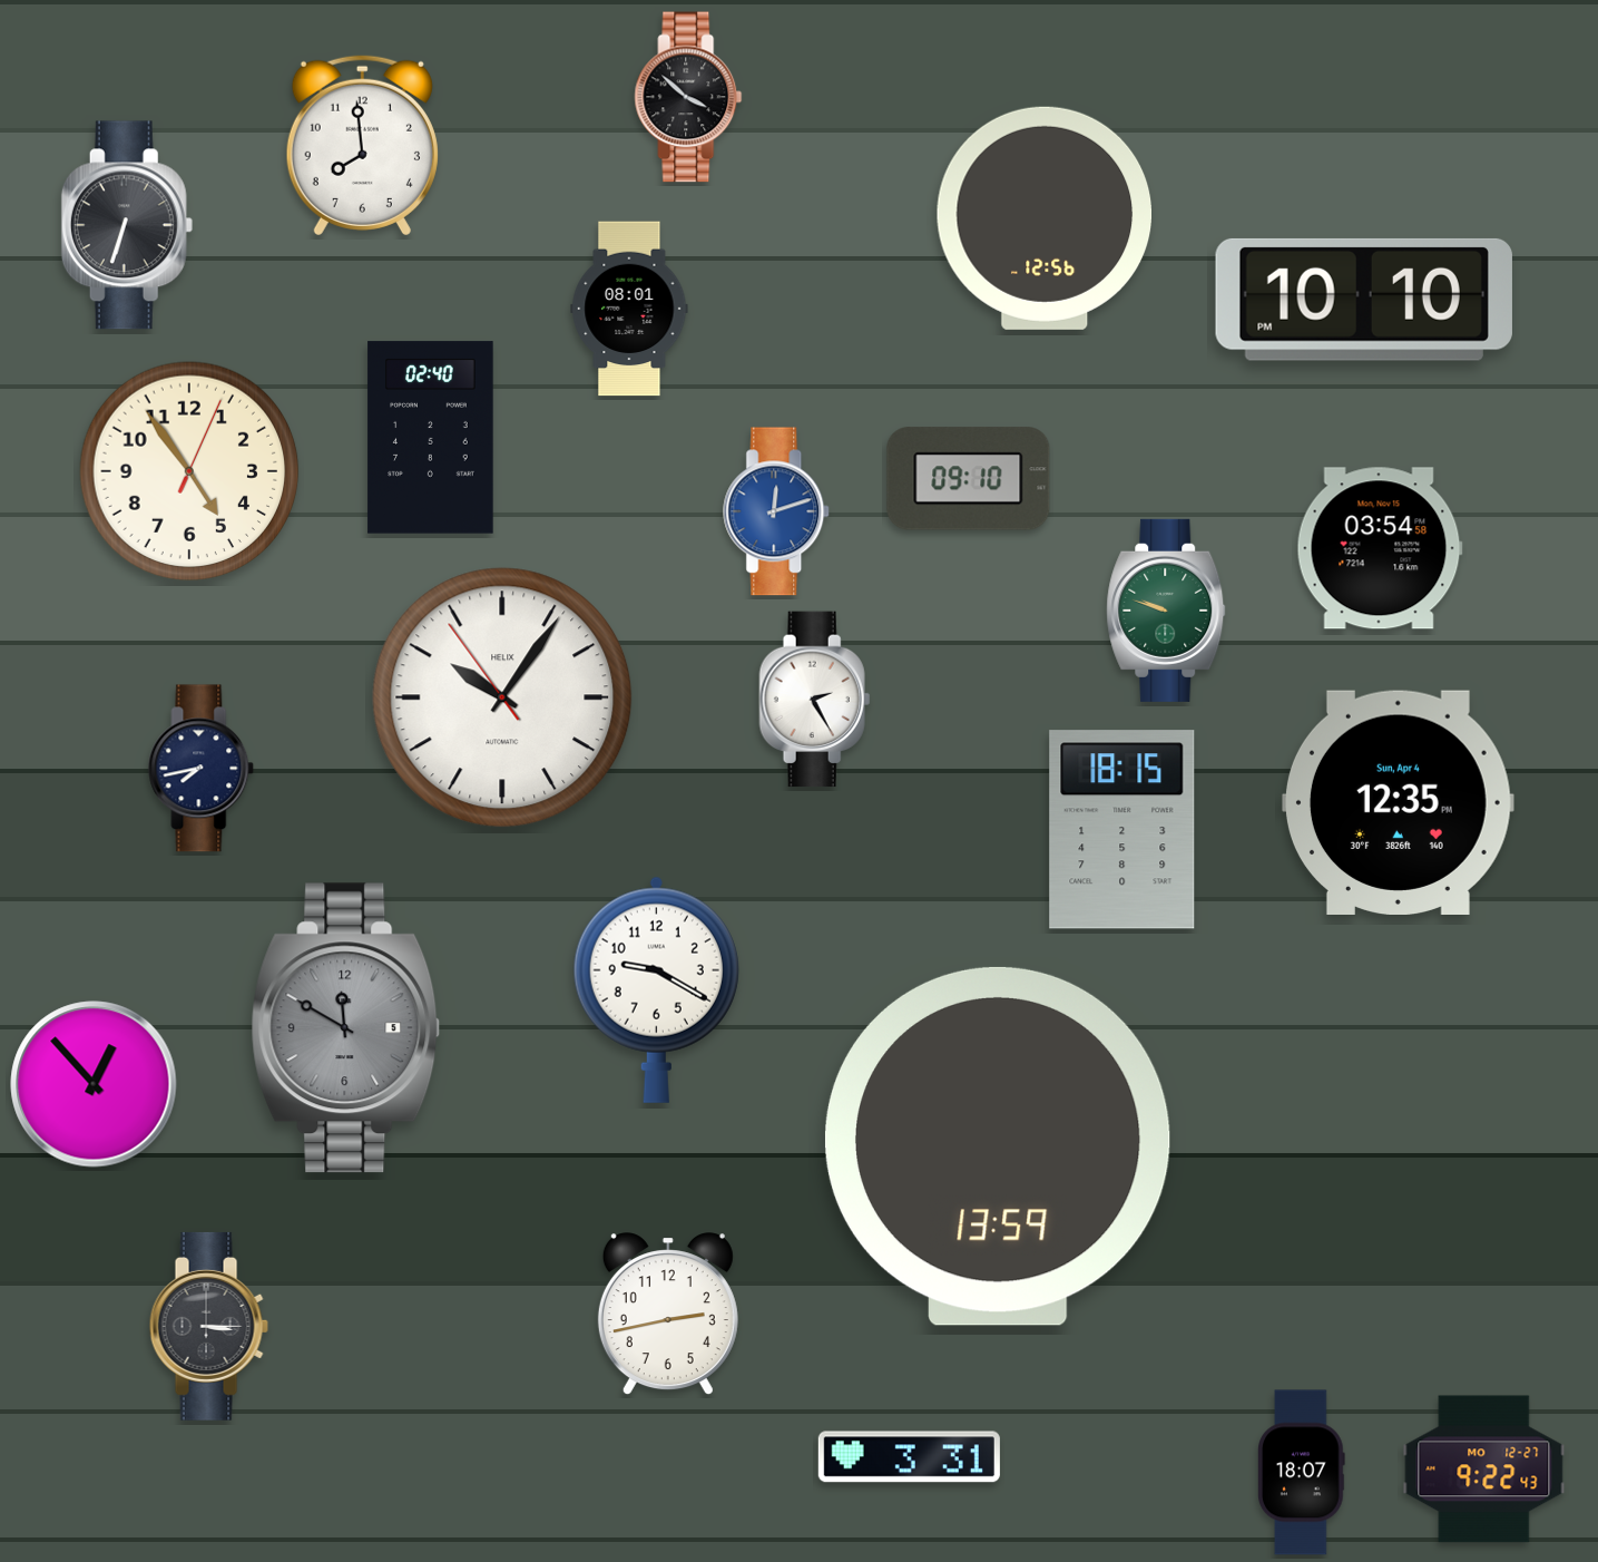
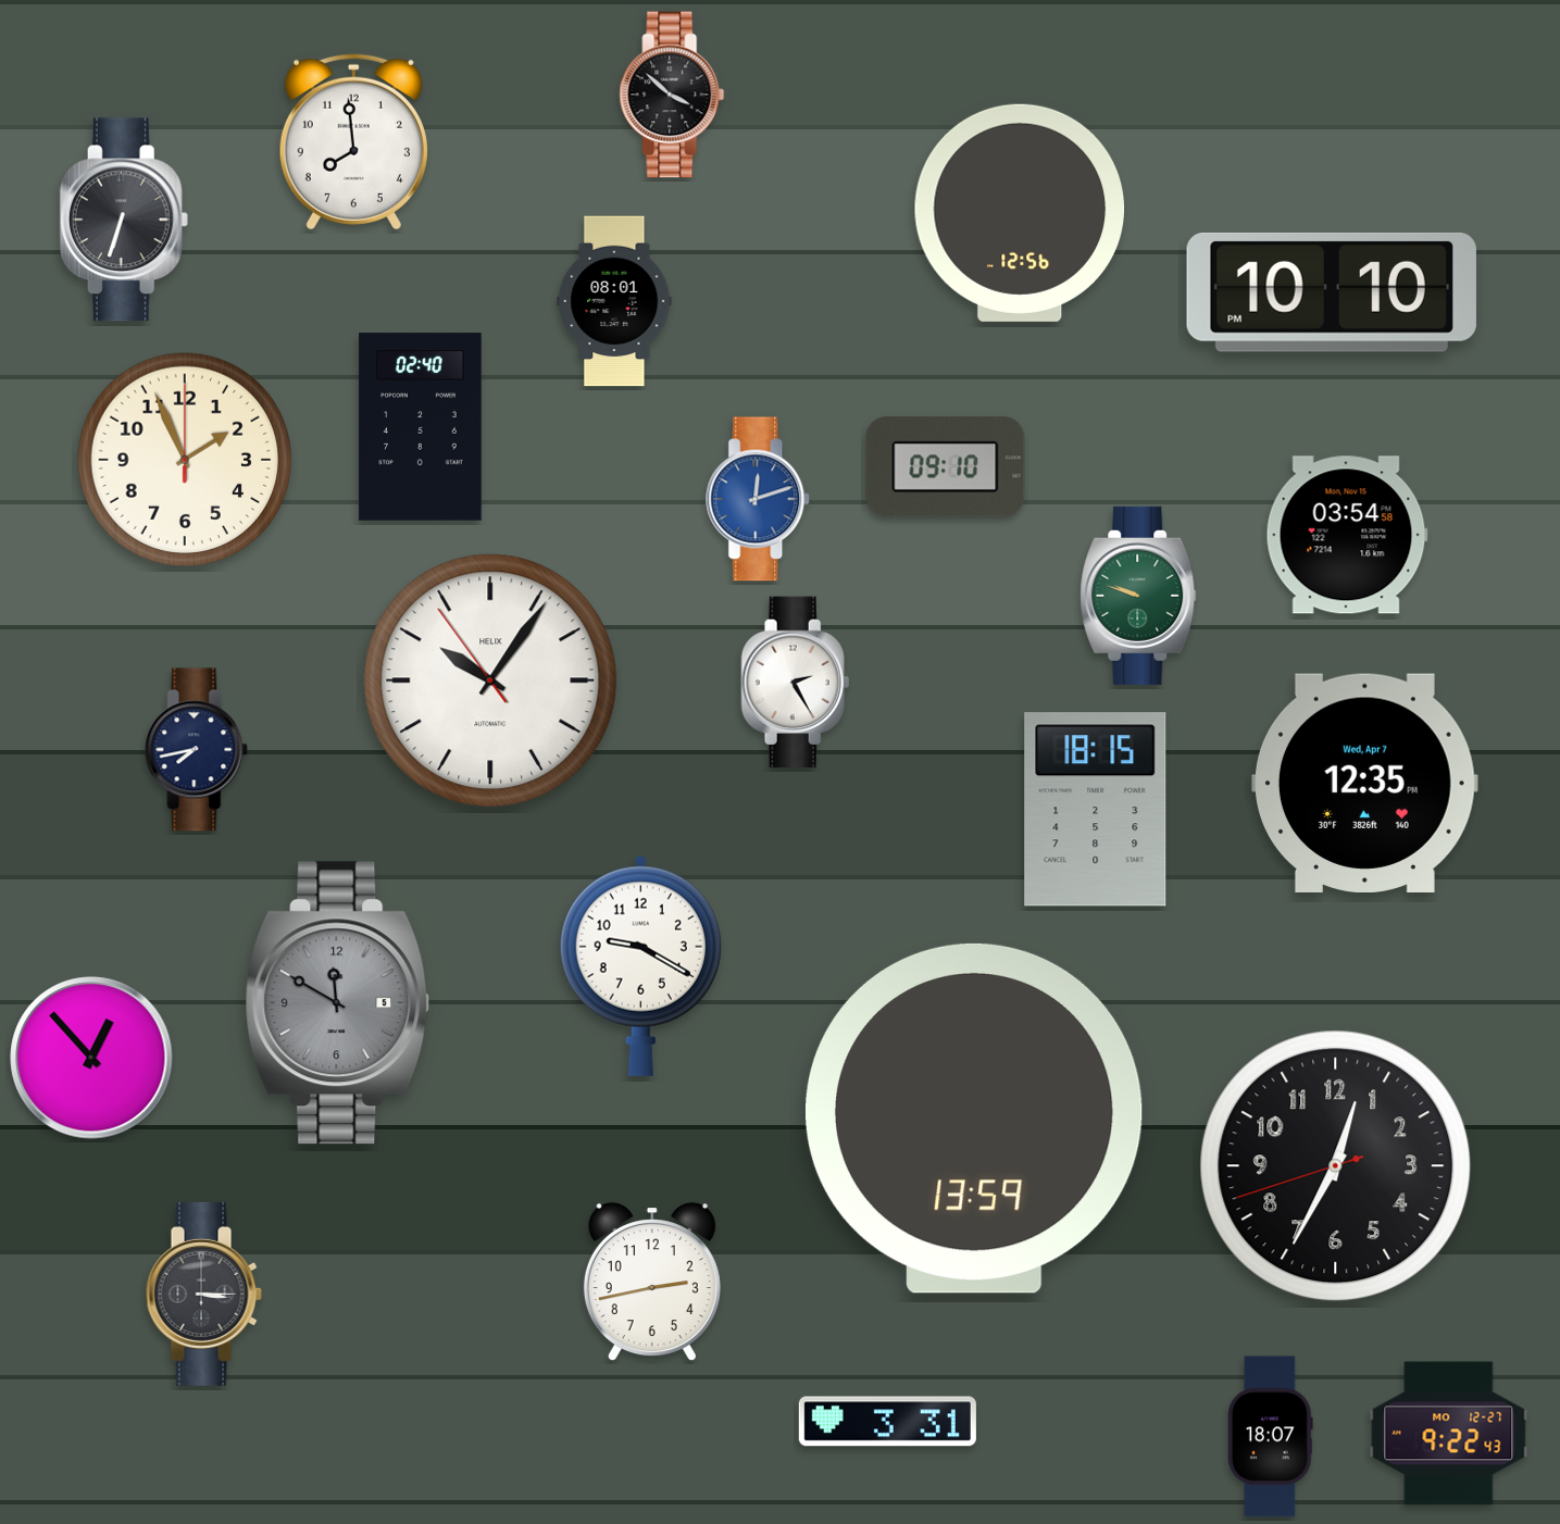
clock at (189, 471): 4:54 -> 1:56
clock at (1398, 802) date: Sun, Apr 4 -> Wed, Apr 7
clock at (1336, 1166): none -> 12:34
